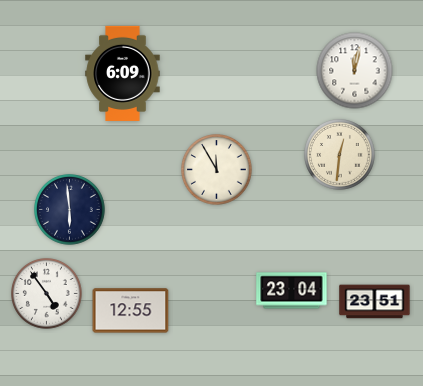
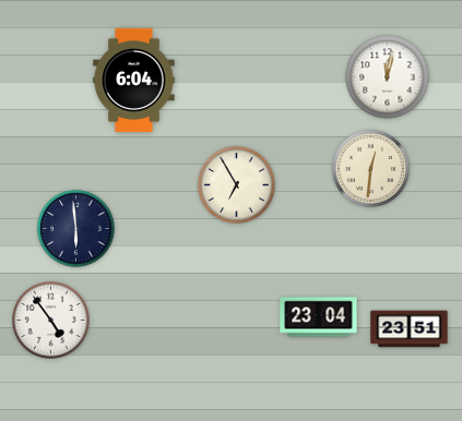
clock at (123, 73): 6:09 -> 6:04
clock at (217, 170): 11:55 -> 6:55
clock at (131, 311): 12:55 -> none
